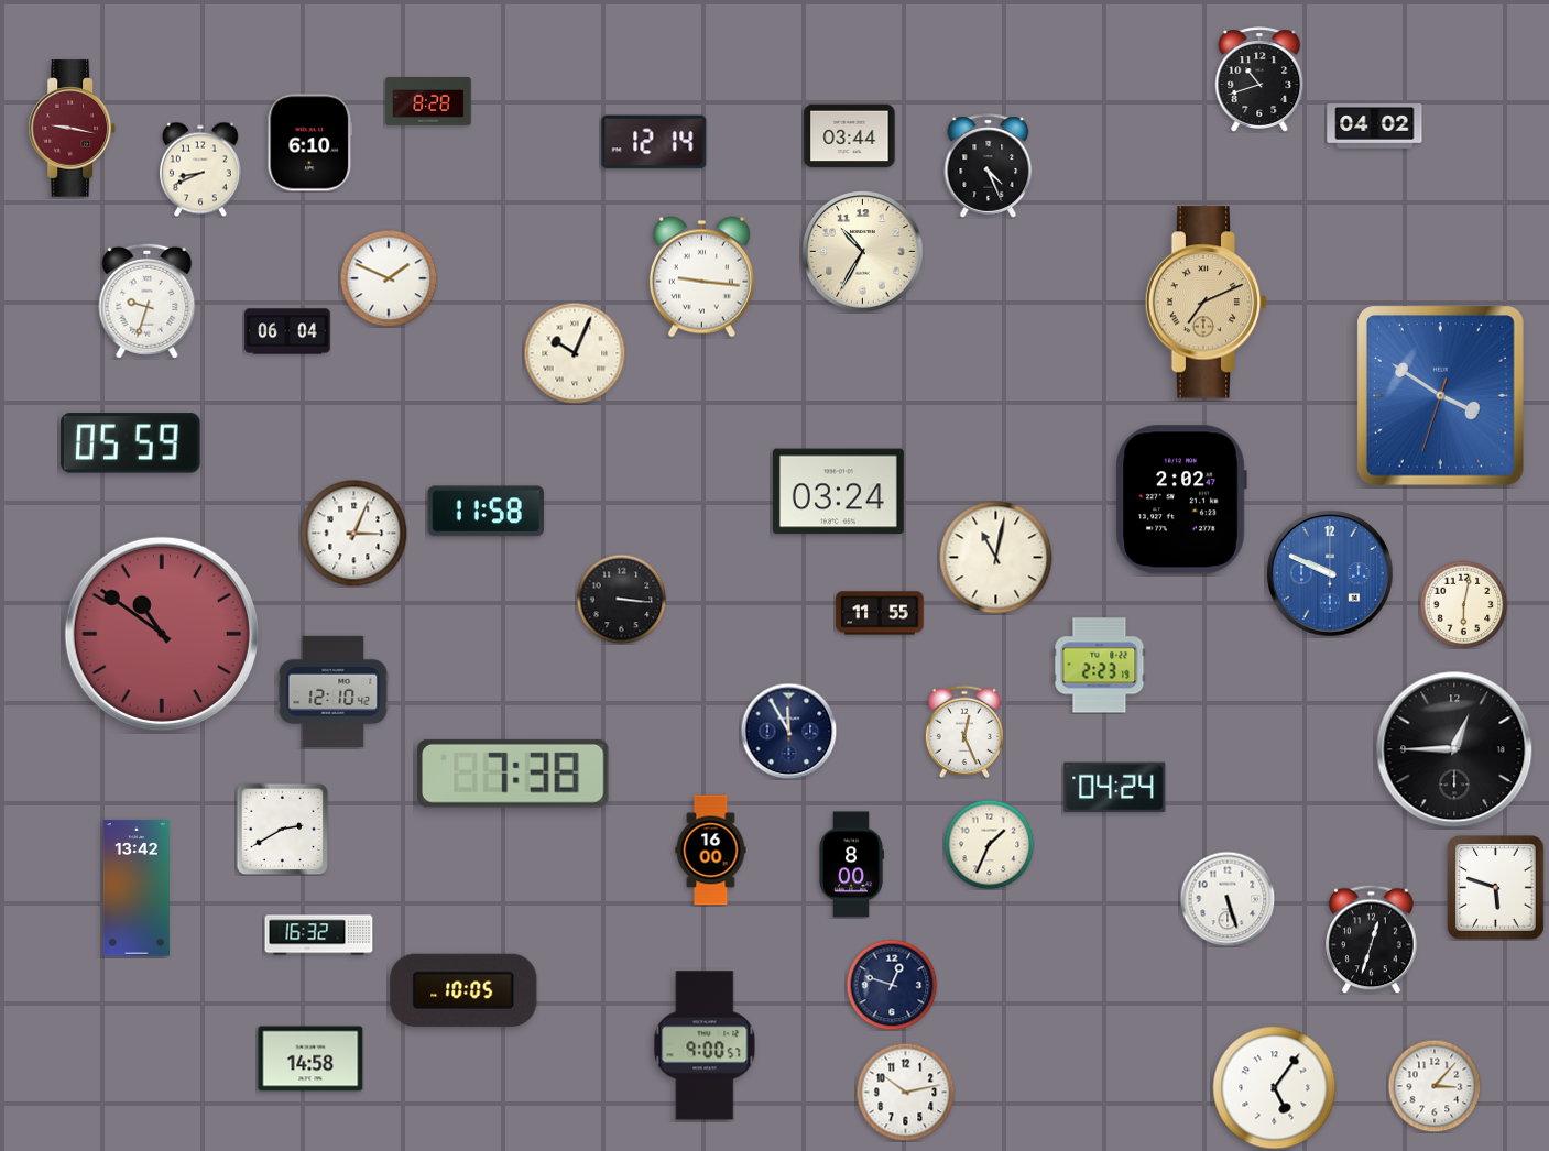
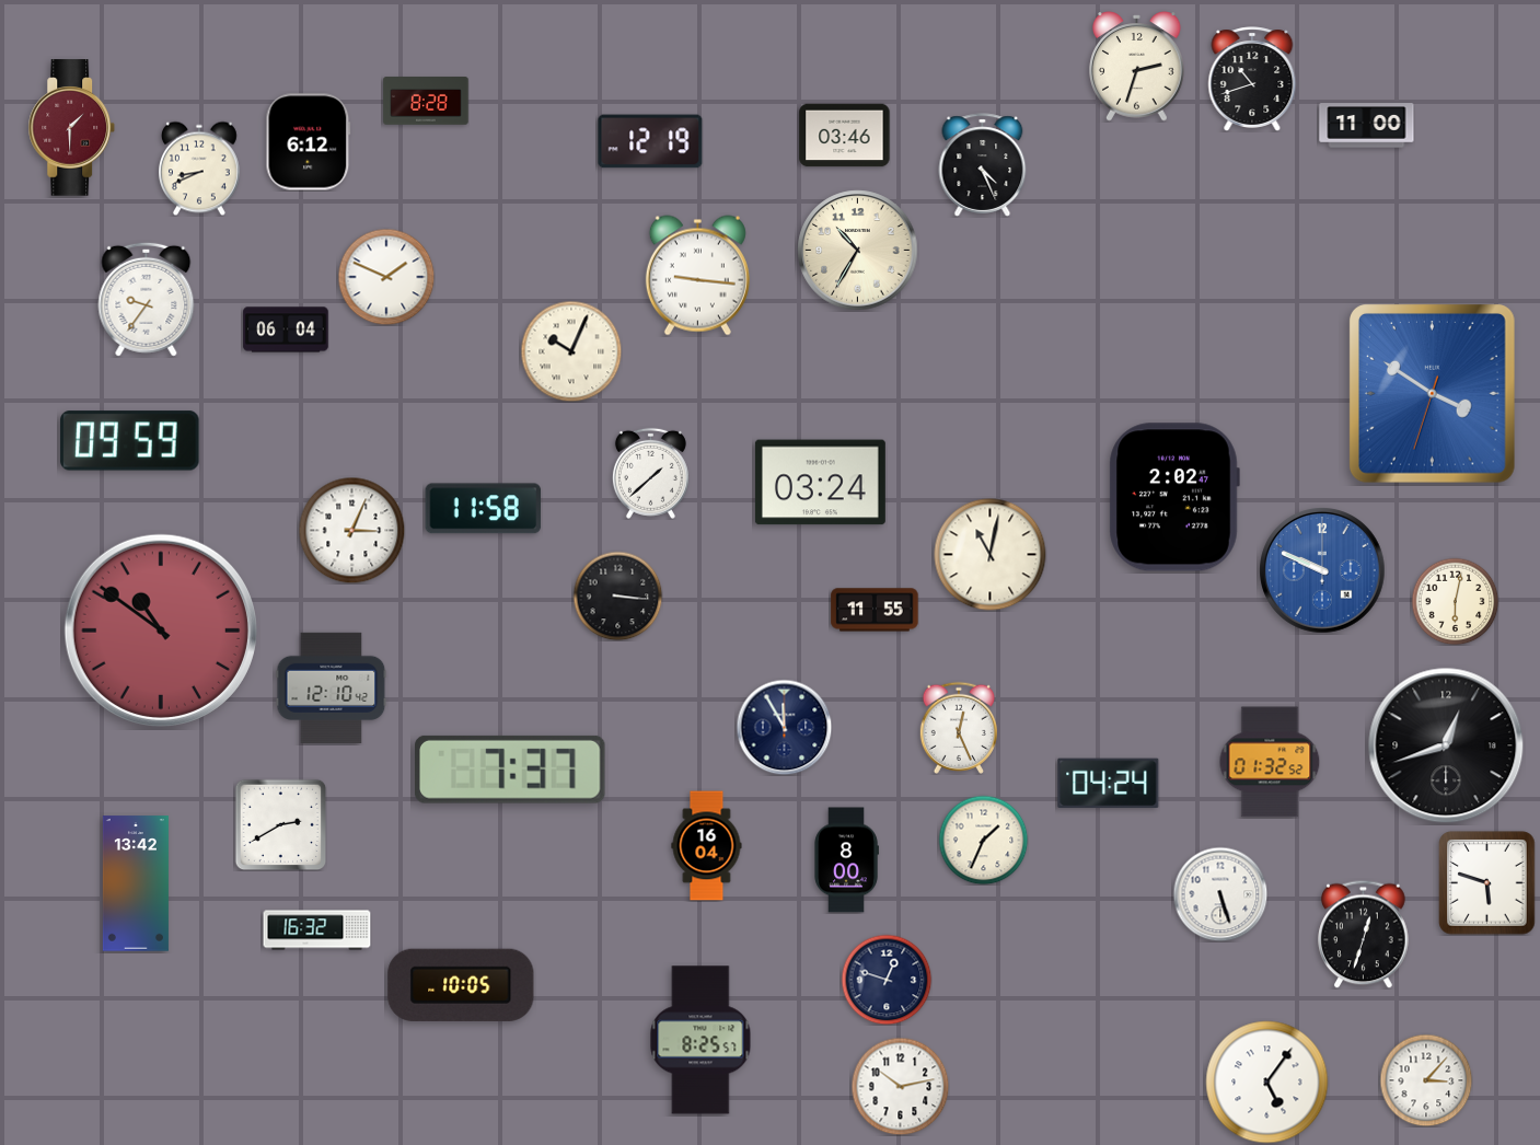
clock at (1137, 67): none -> 2:33
clock at (1375, 127): 04:02 -> 11:00
clock at (73, 129): 9:17 -> 1:30
clock at (850, 136): 03:44 -> 03:46
clock at (654, 142): 12:14 -> 12:19
clock at (310, 143): 6:10 -> 6:12
clock at (148, 300): 9:33 -> 9:36
clock at (1207, 303): 7:11 -> none
clock at (131, 443): 05:59 -> 09:59
clock at (650, 473): none -> 1:38
clock at (838, 492) position: (838, 492) -> (820, 483)
clock at (1100, 666): 2:23 -> none
clock at (1454, 749): 12:45 -> 12:42
clock at (1270, 762): none -> 01:32
clock at (514, 774): 7:38 -> 7:37
clock at (711, 851): 16:00 -> 16:04
clock at (705, 1045): 9:00 -> 8:25
clock at (310, 1059): 14:58 -> none
